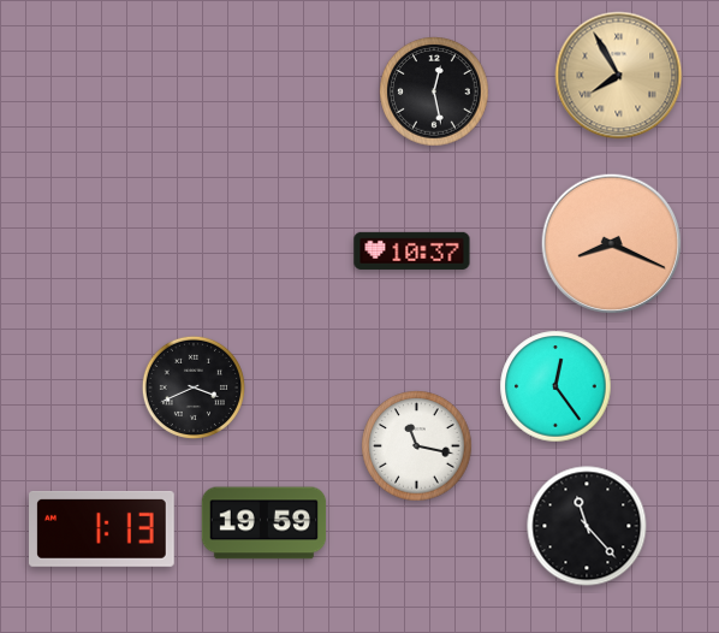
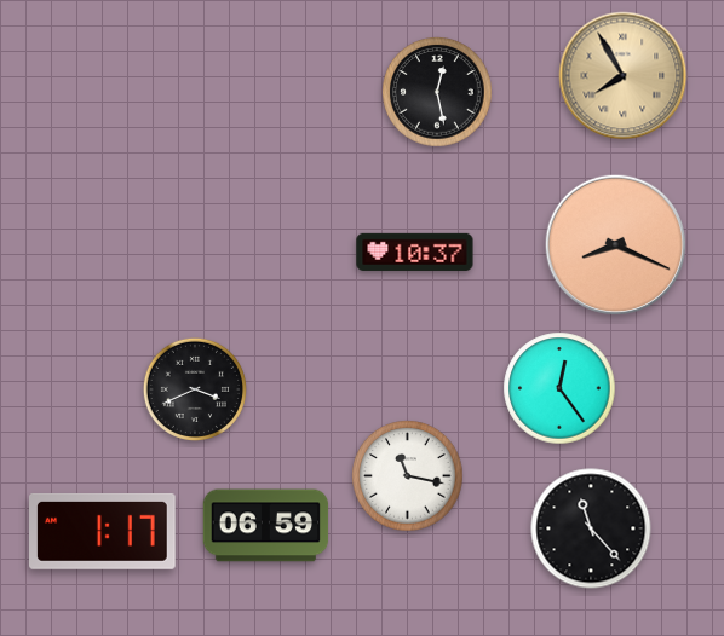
clock at (417, 446) position: (417, 446) -> (408, 476)
clock at (265, 523): 19:59 -> 06:59
clock at (102, 528): 1:13 -> 1:17
